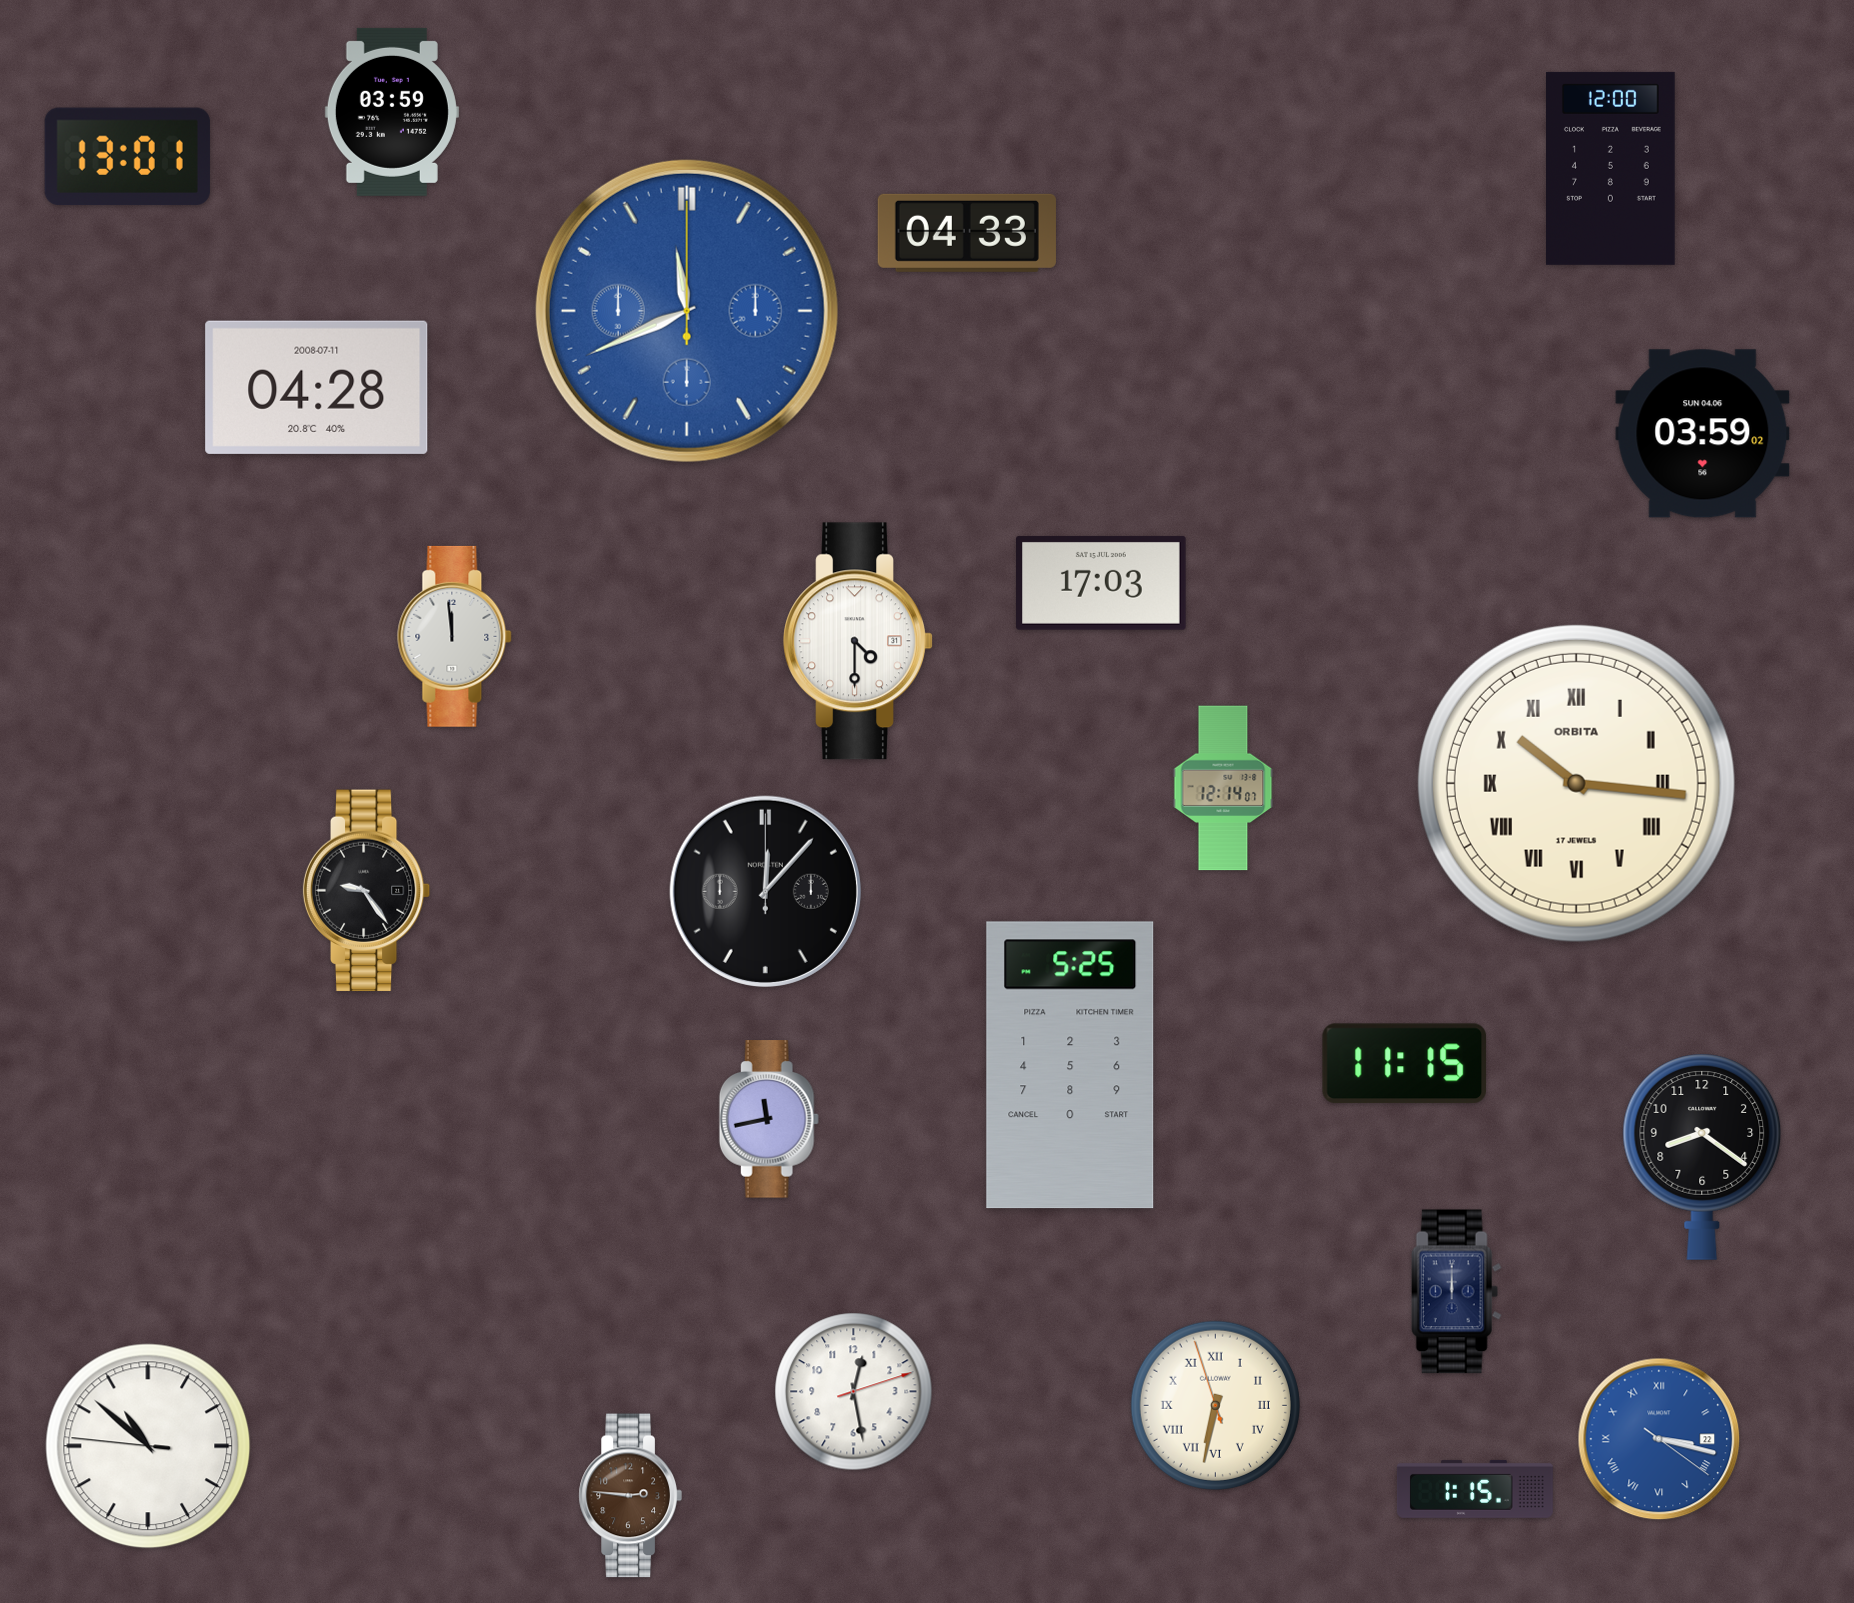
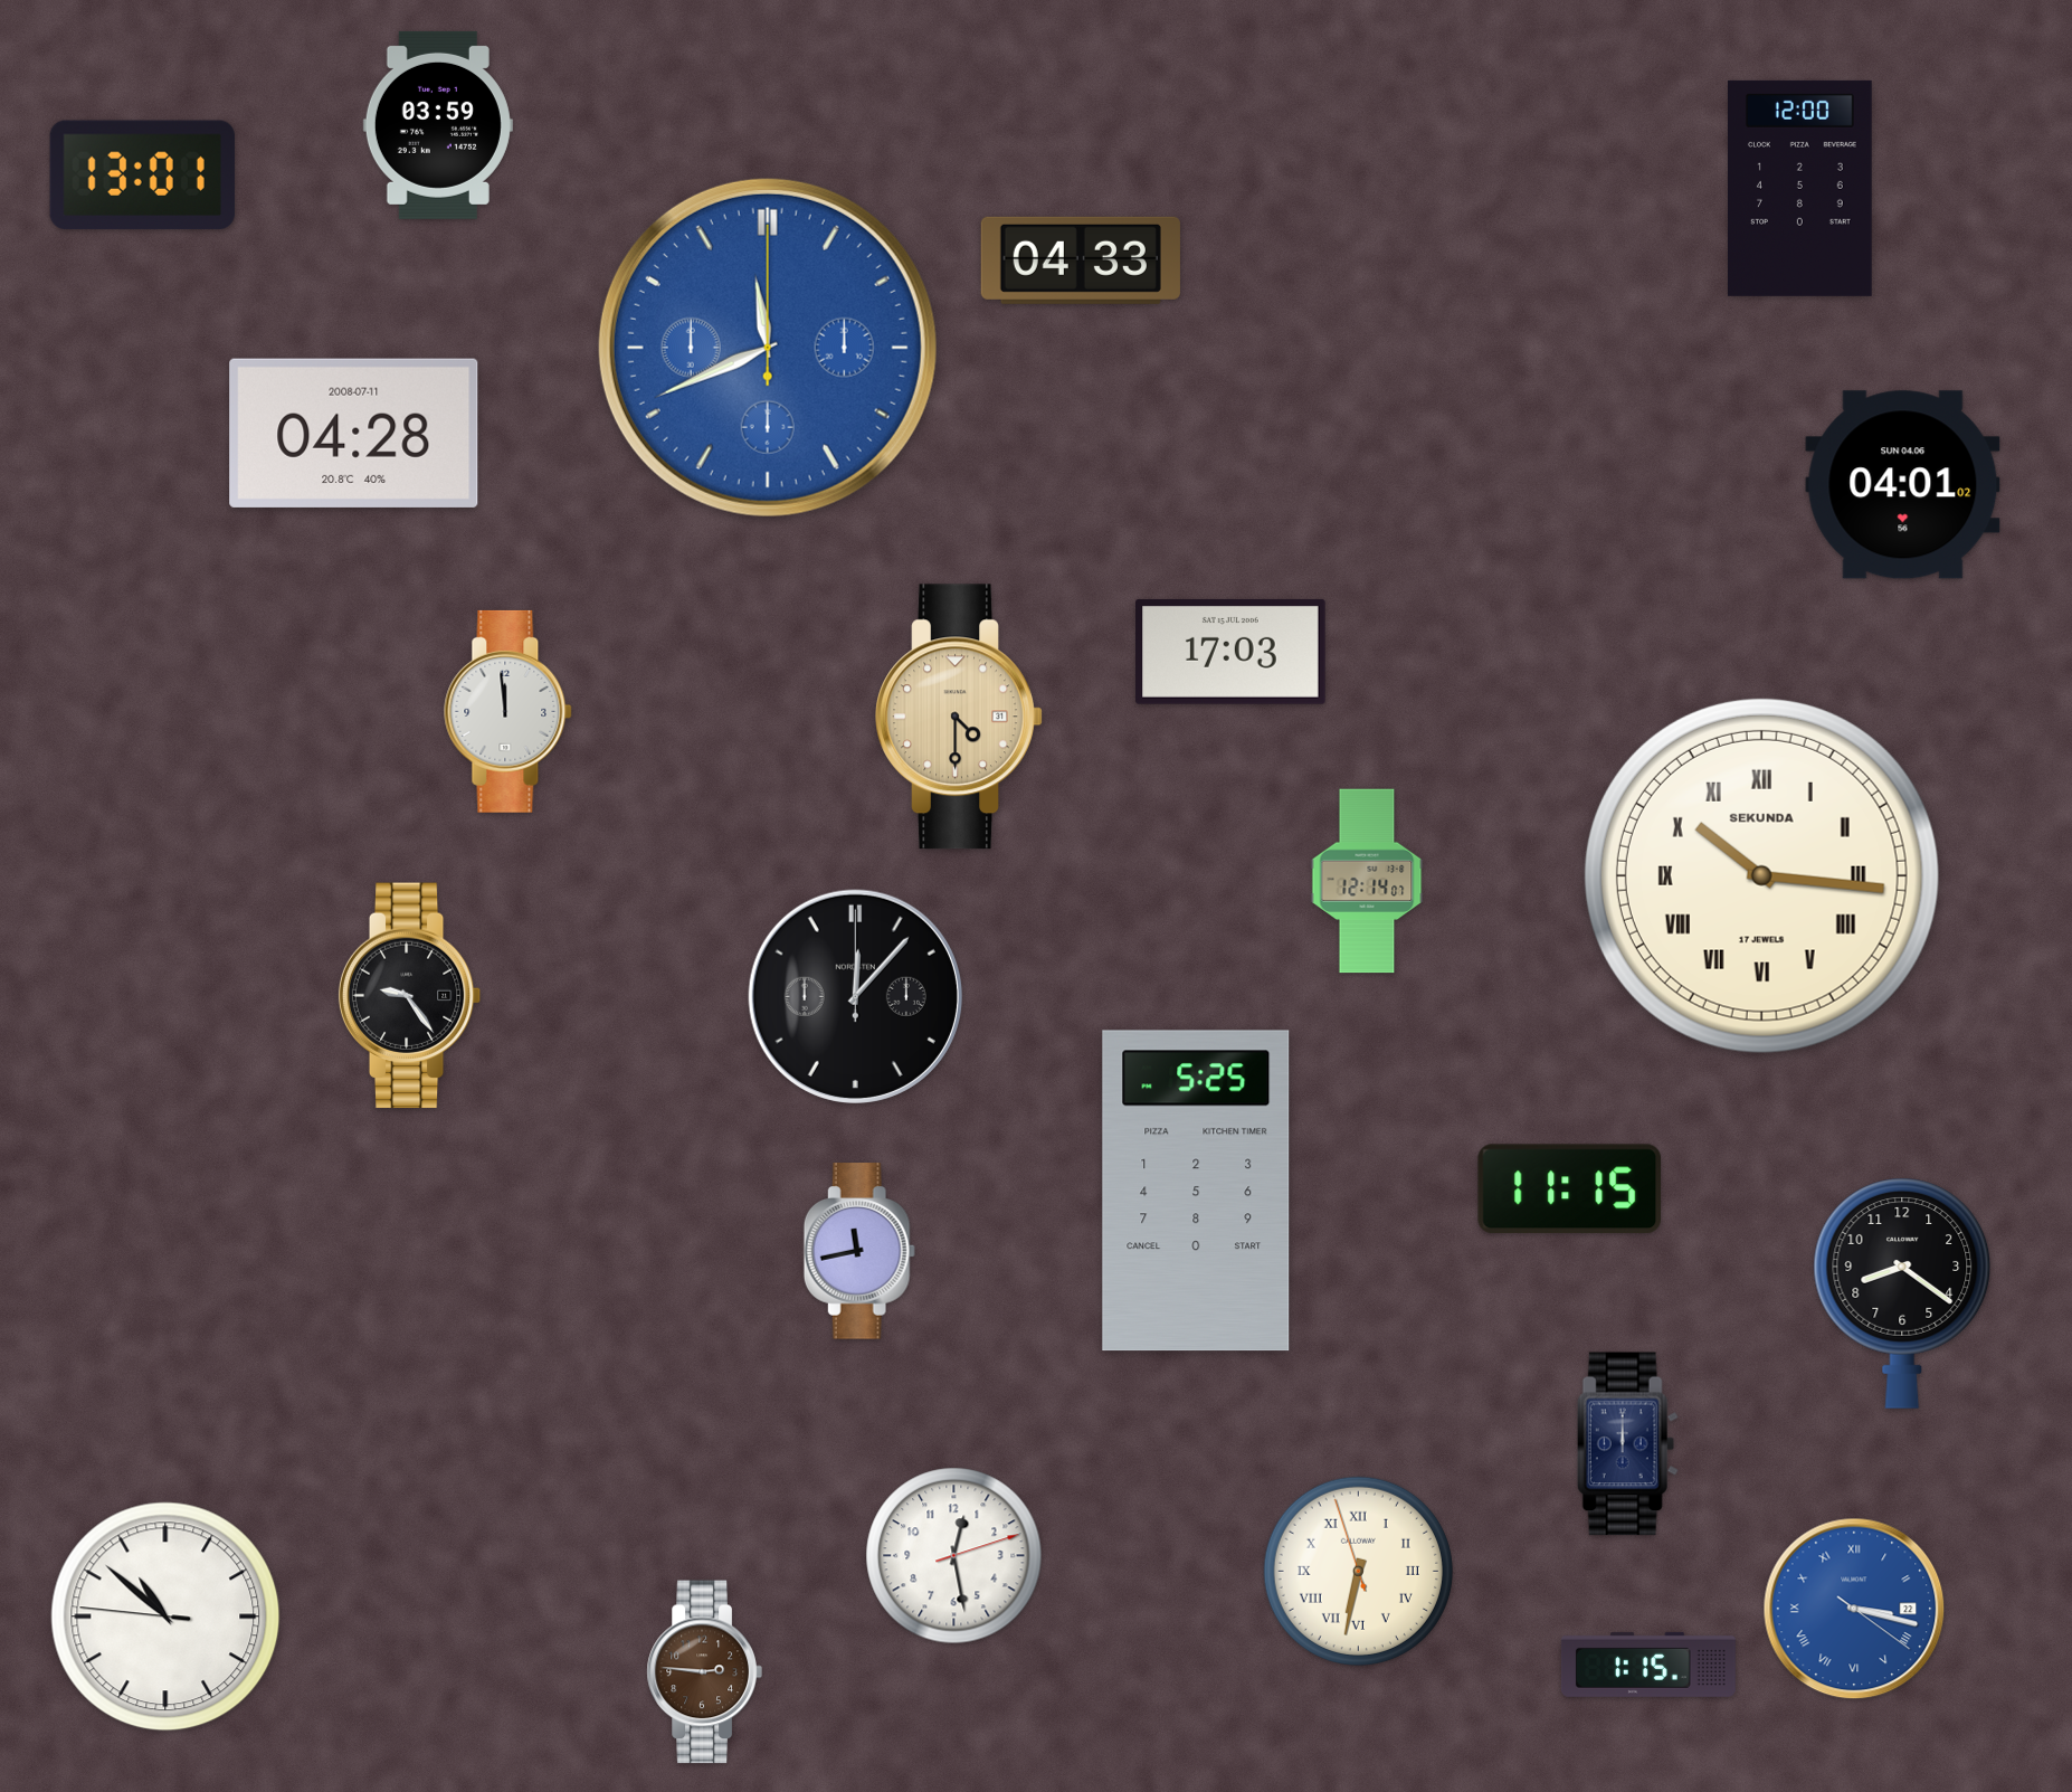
clock at (1703, 434): 03:59 -> 04:01
clock at (858, 641) dial: white -> champagne
clock at (1576, 783) brand: ORBITA -> SEKUNDA
